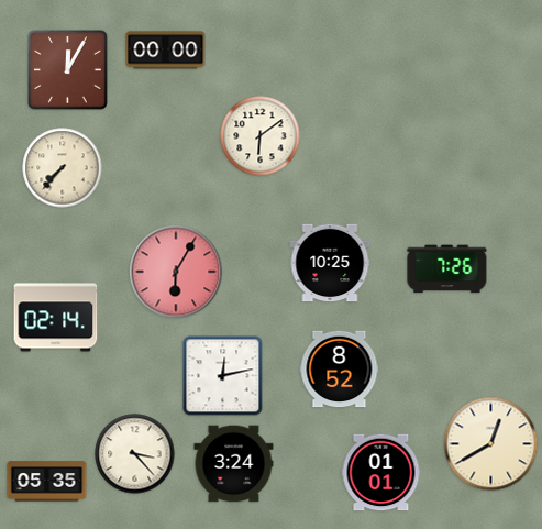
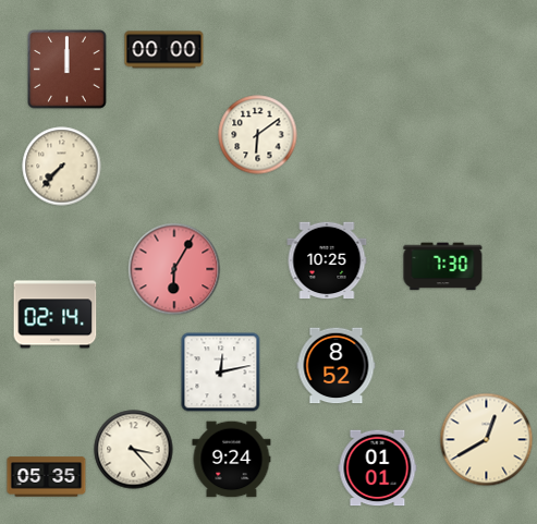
clock at (68, 70): 12:05 -> 12:00
clock at (447, 269): 7:26 -> 7:30
clock at (234, 464): 3:24 -> 9:24
